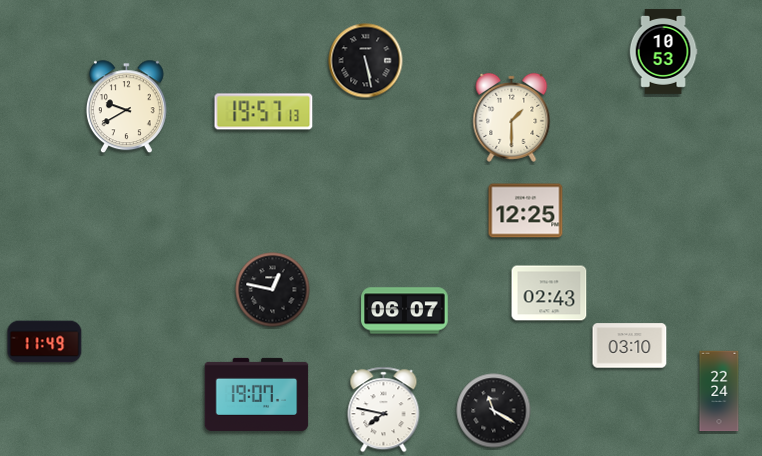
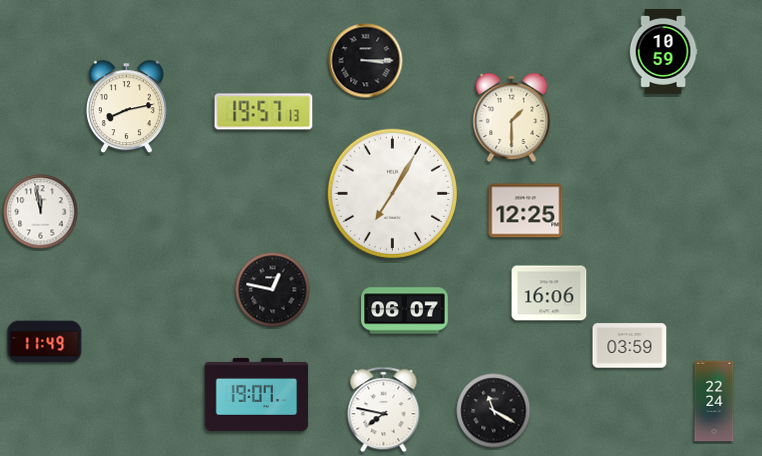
clock at (663, 51): 10:53 -> 10:59
clock at (366, 61): 5:28 -> 3:15
clock at (126, 107): 9:40 -> 8:13
clock at (392, 193): none -> 7:05
clock at (41, 212): none -> 11:58
clock at (549, 293): 02:43 -> 16:06
clock at (630, 346): 03:10 -> 03:59
clock at (719, 391) position: (719, 391) -> (714, 401)
